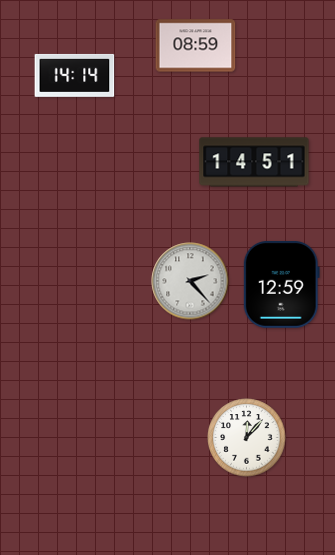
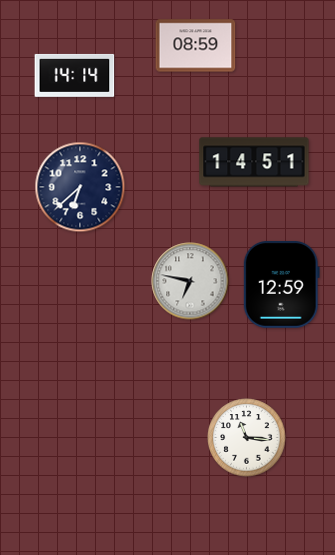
clock at (80, 187): none -> 6:38
clock at (190, 281): 2:23 -> 6:47
clock at (247, 438): 12:07 -> 11:16
